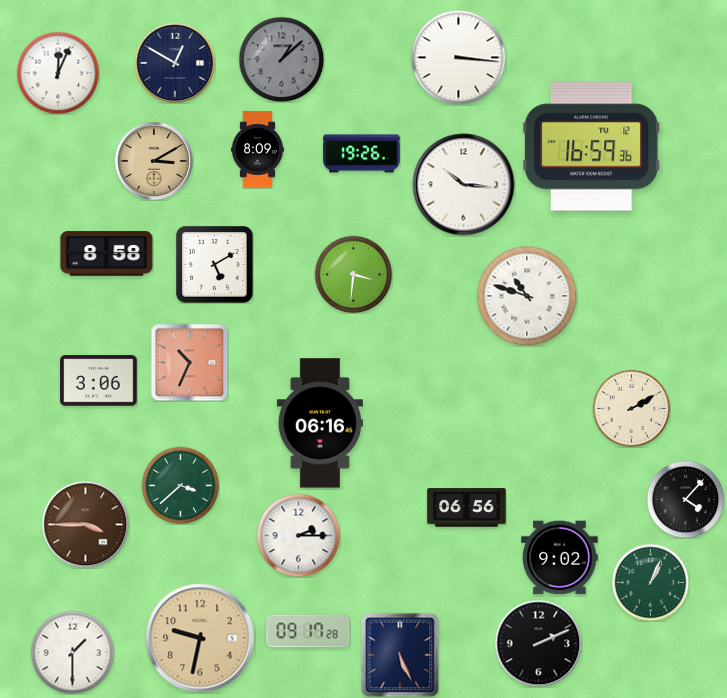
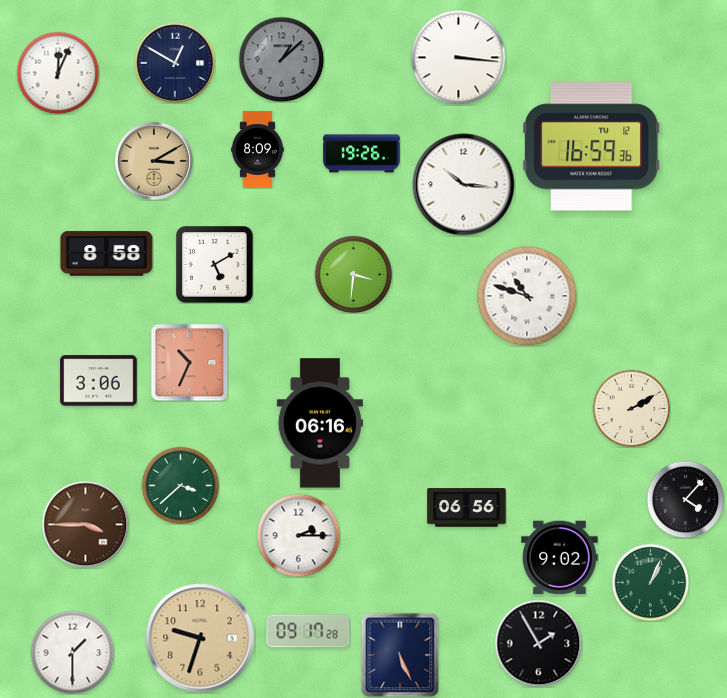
clock at (200, 638): 9:32 -> 9:33
clock at (538, 643): 2:11 -> 1:55
